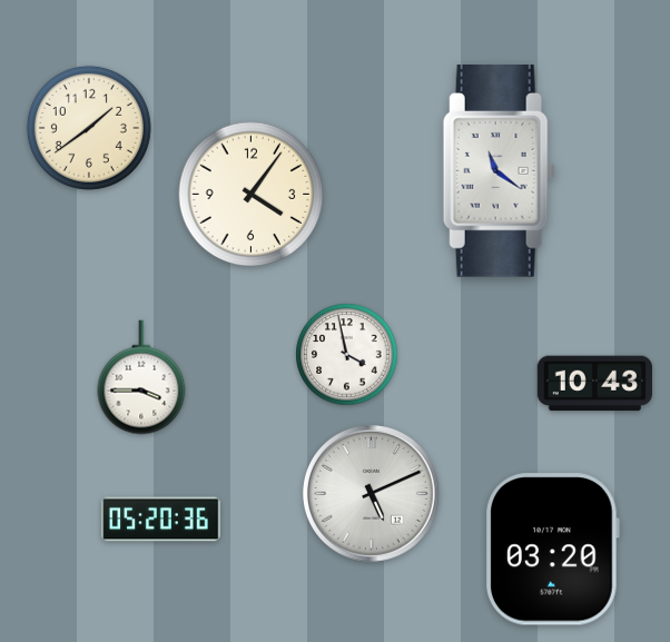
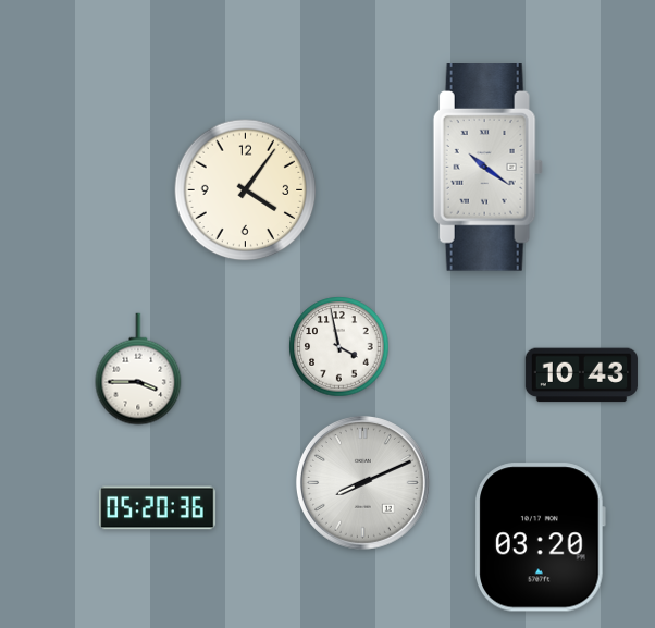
clock at (89, 128): 1:39 -> none
clock at (499, 171): 11:21 -> 10:21
clock at (371, 493): 5:11 -> 8:11
